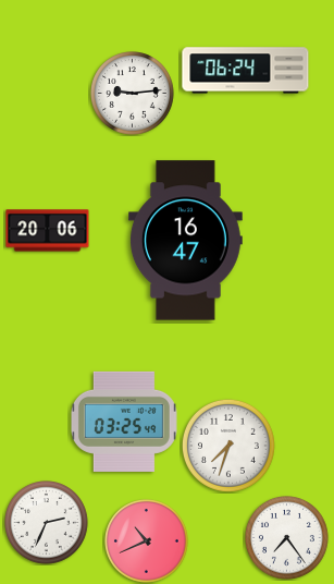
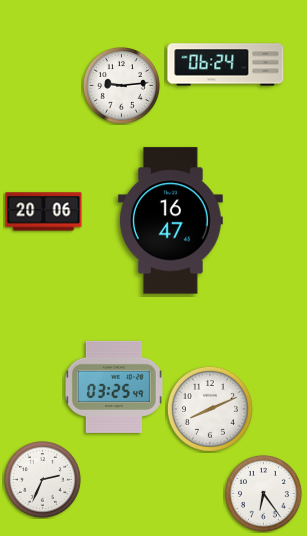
clock at (228, 446): 7:33 -> 8:11
clock at (287, 538): 7:24 -> 6:24
clock at (147, 542): 10:41 -> none
